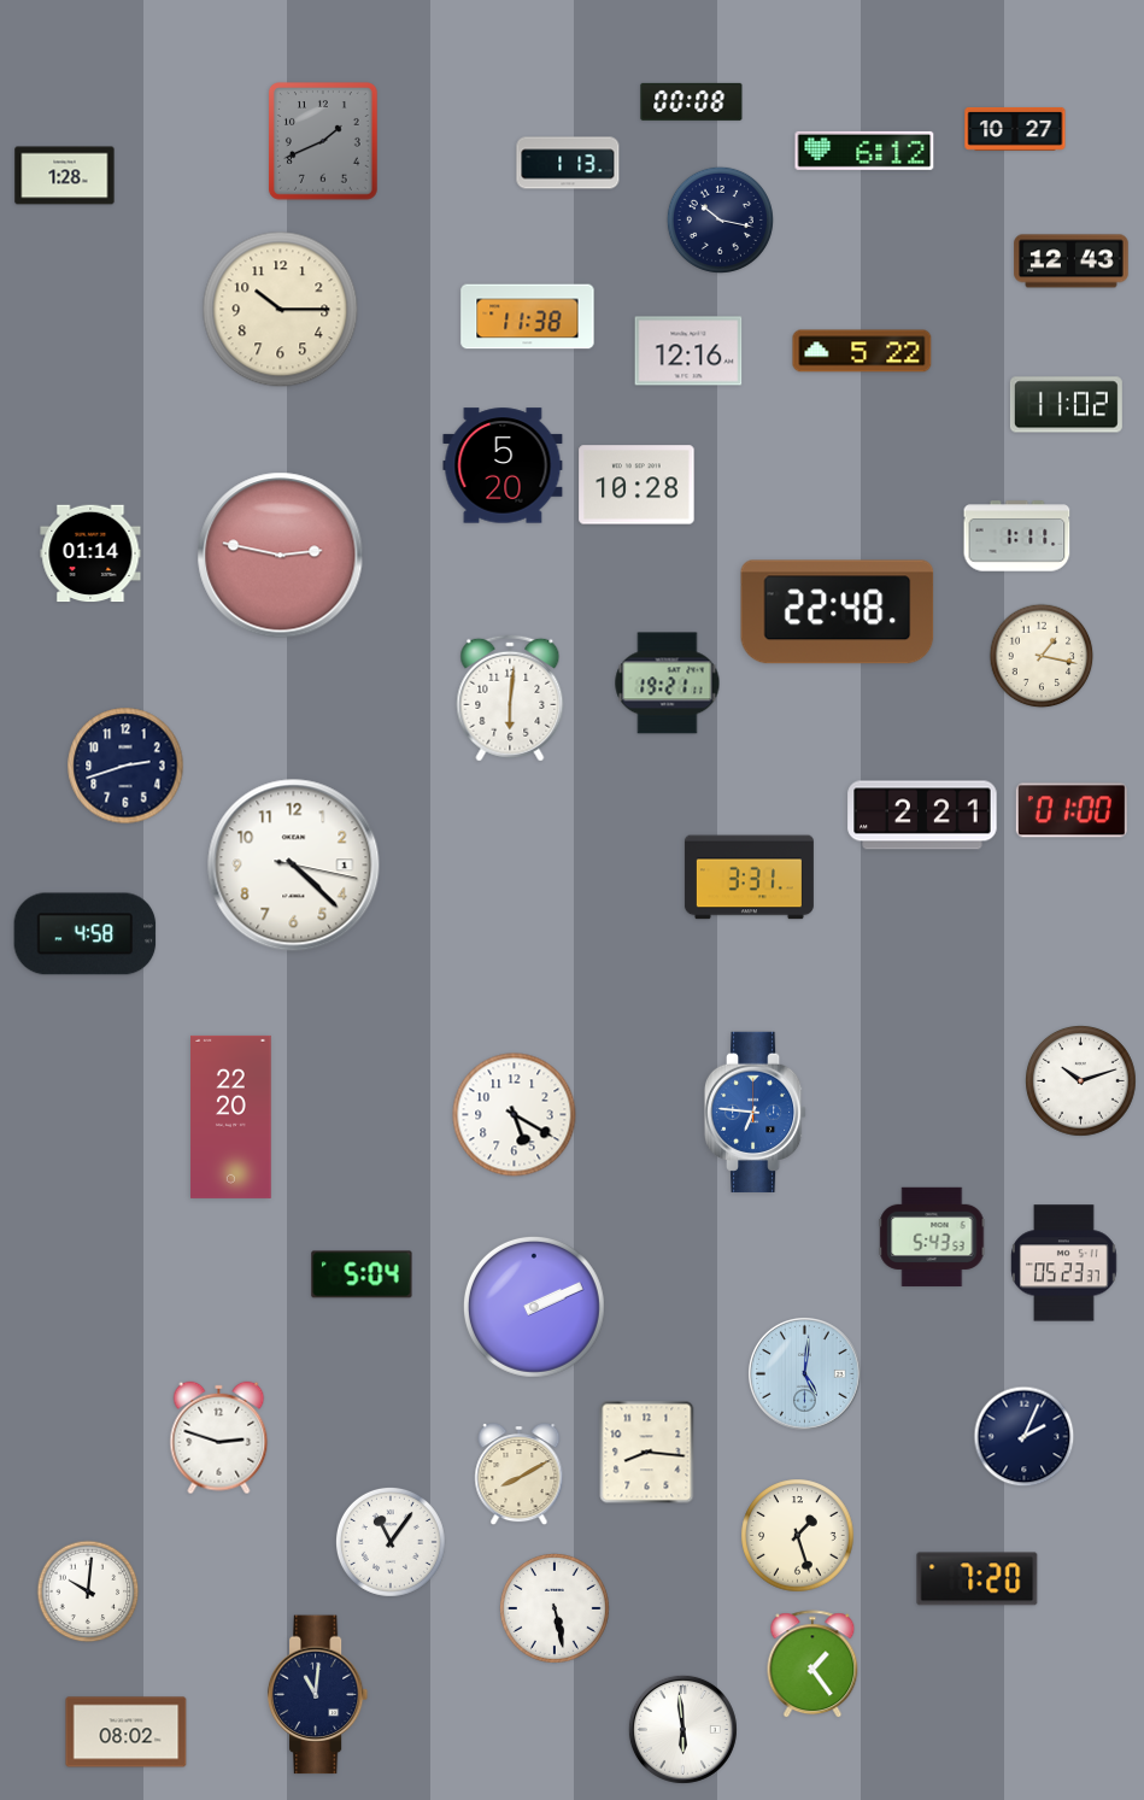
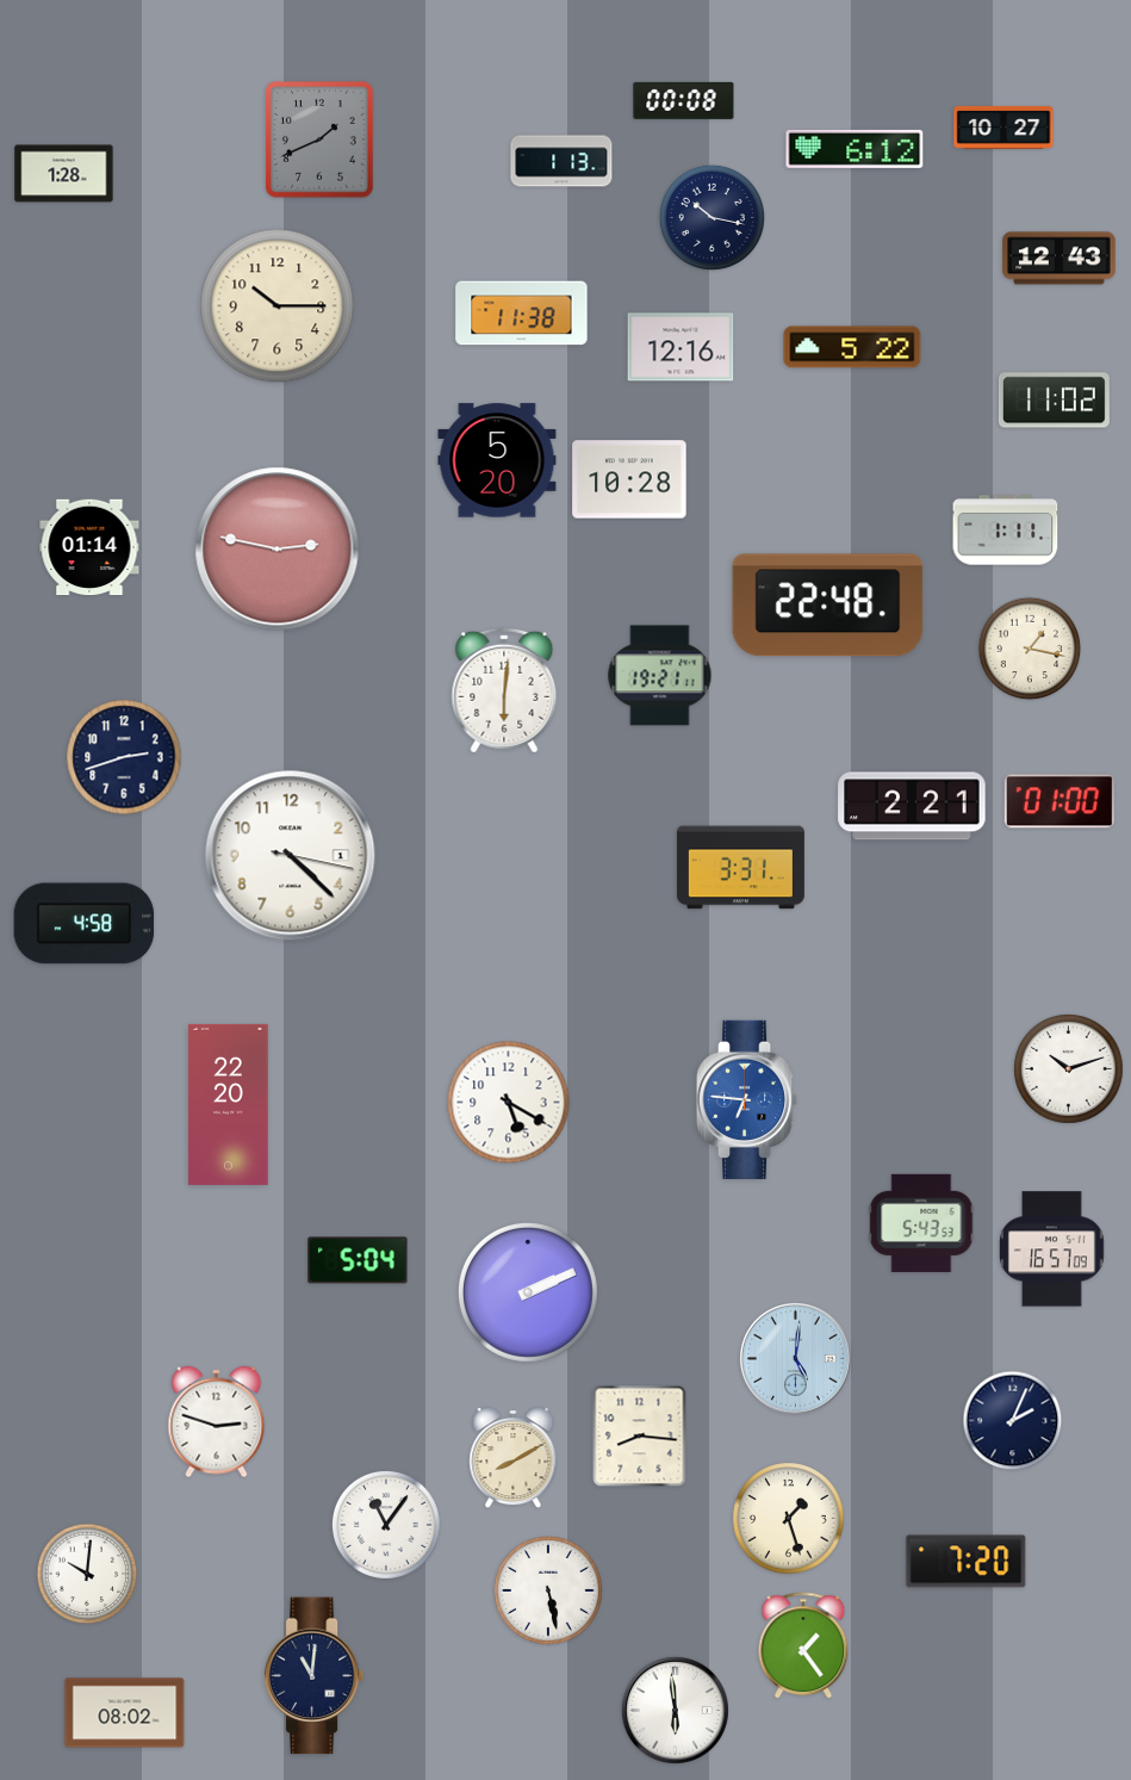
clock at (1064, 1263): 05:23 -> 16:57
